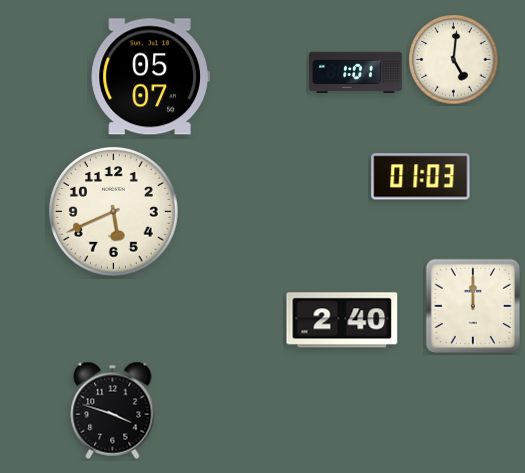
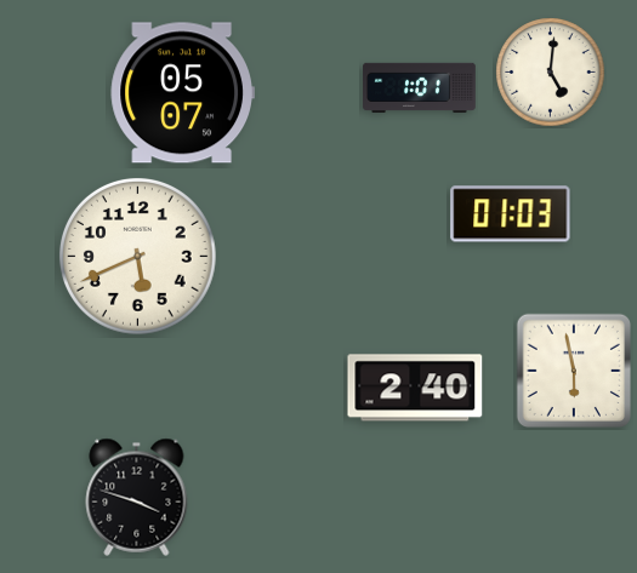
clock at (356, 72) position: (356, 72) -> (420, 87)
clock at (472, 305): 12:00 -> 5:58
